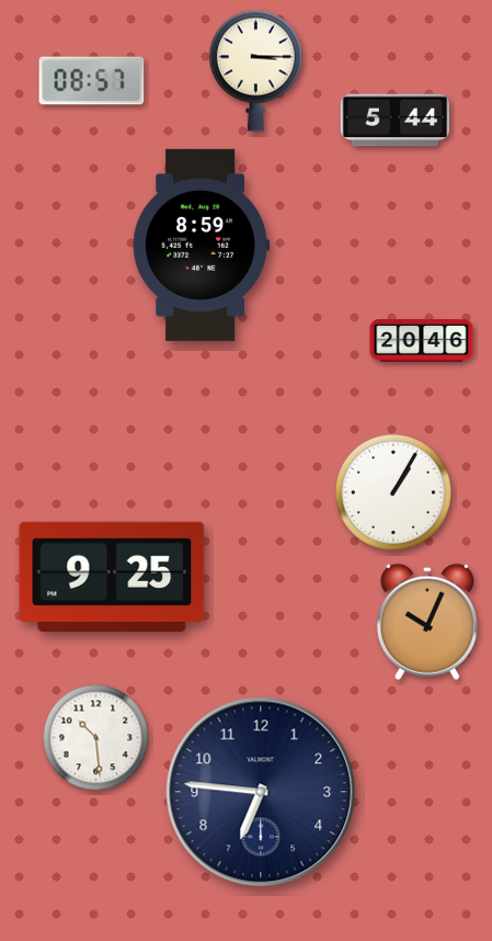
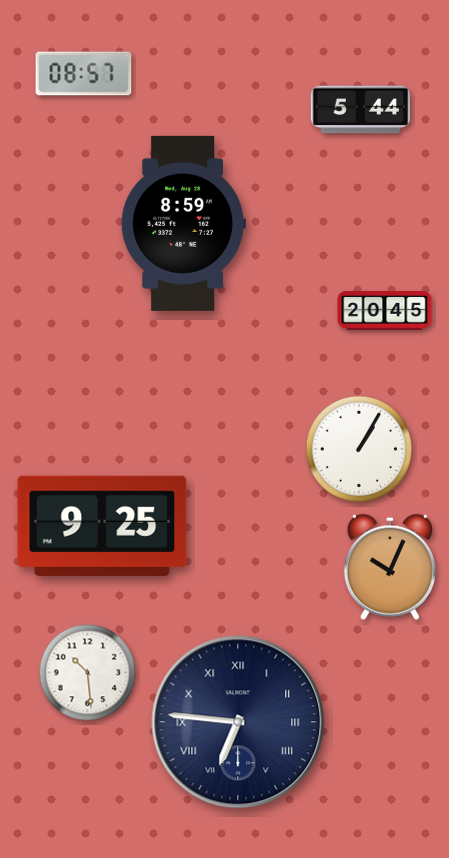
clock at (255, 70): 3:15 -> none
clock at (422, 341): 20:46 -> 20:45
clock at (261, 792) numerals: Arabic -> Roman
